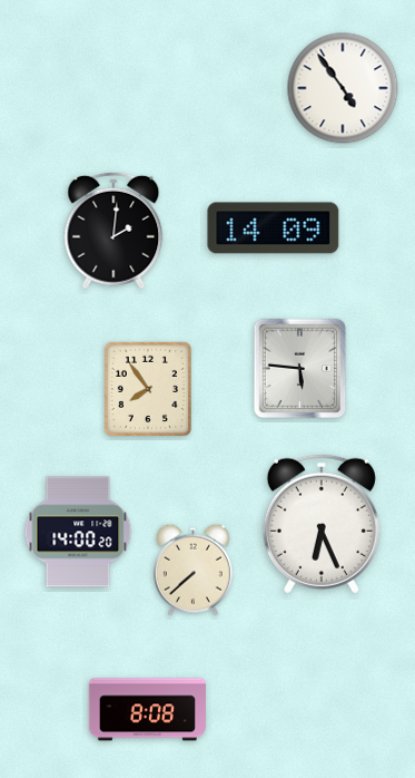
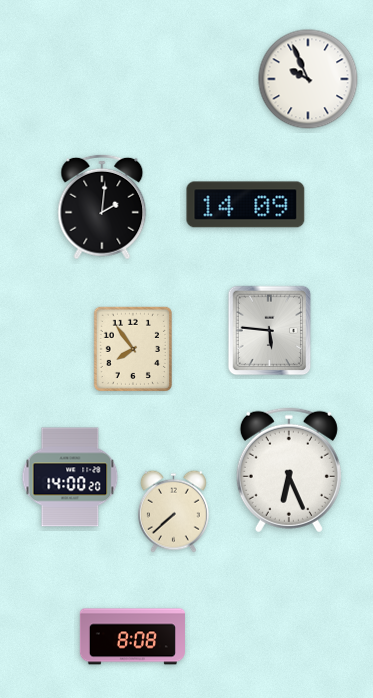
clock at (343, 88): 4:54 -> 9:56
